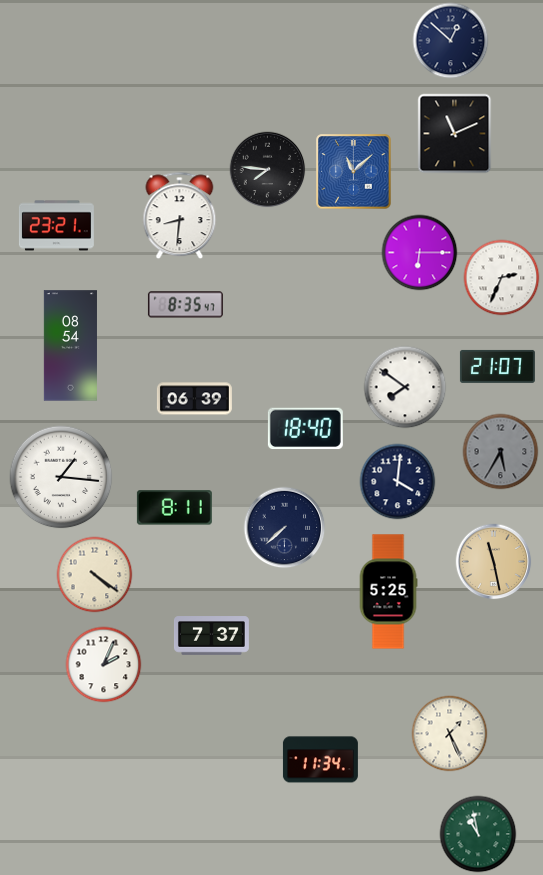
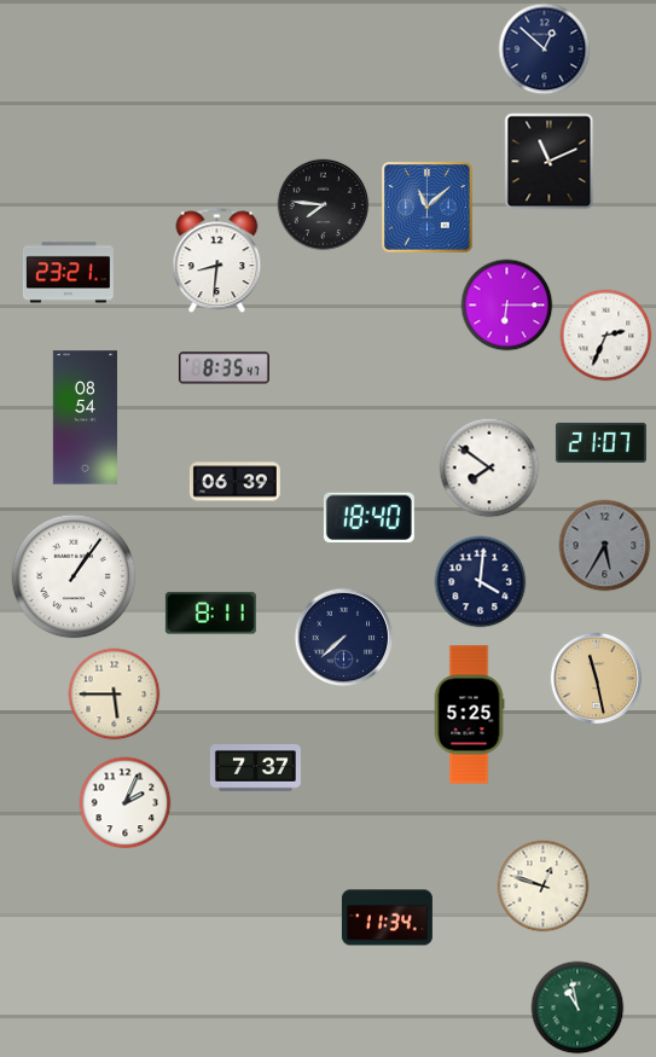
clock at (61, 477): 1:16 -> 1:06
clock at (95, 575): 4:21 -> 5:45
clock at (450, 734): 1:26 -> 12:48
